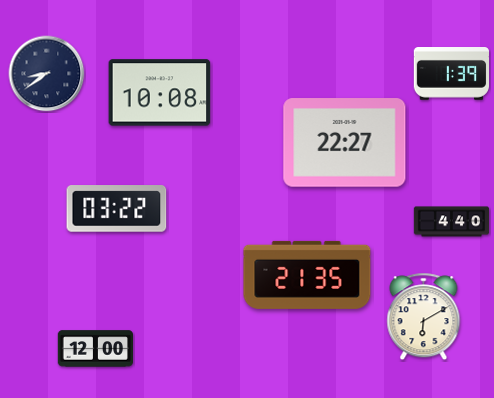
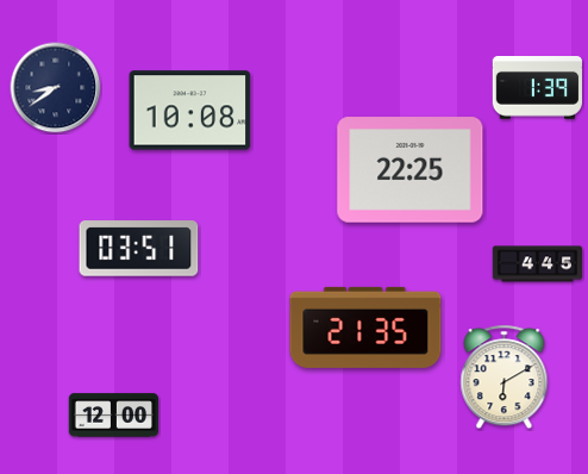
clock at (345, 143): 22:27 -> 22:25
clock at (117, 209): 03:22 -> 03:51
clock at (452, 222): 4:40 -> 4:45
